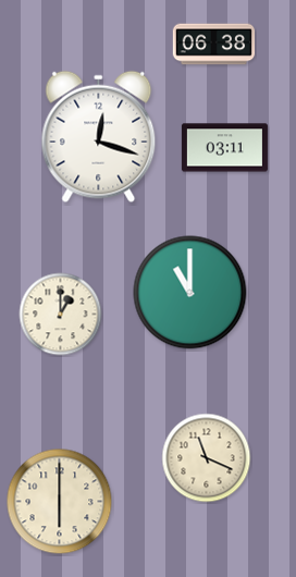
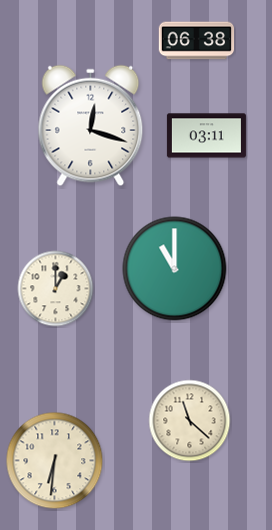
clock at (207, 458): 11:19 -> 11:22
clock at (60, 502): 6:00 -> 6:31
